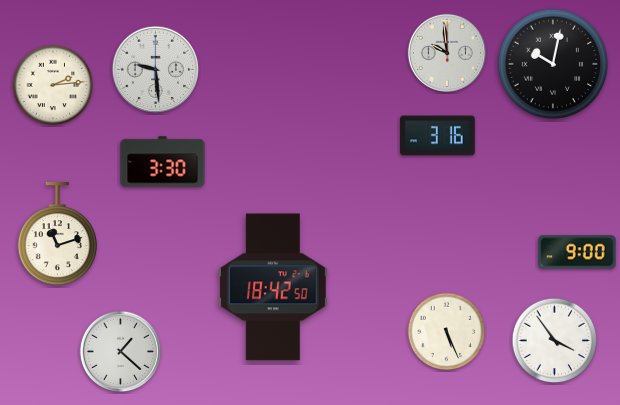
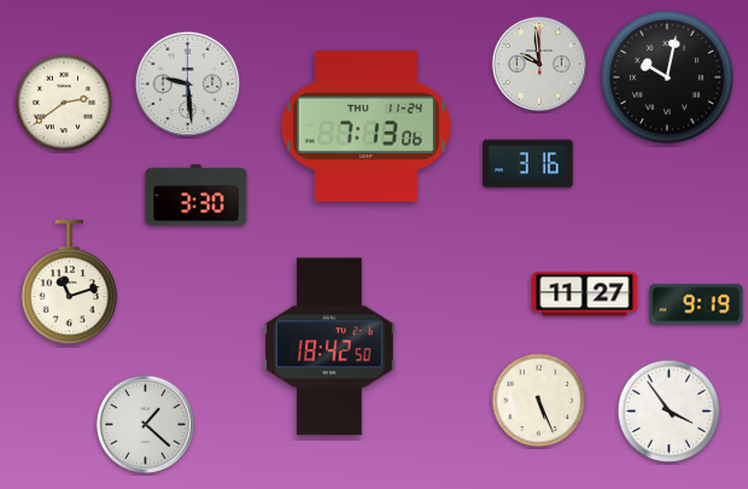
clock at (53, 85): 2:14 -> 2:39
clock at (366, 126): none -> 7:13
clock at (585, 295): none -> 11:27
clock at (577, 252): 9:00 -> 9:19
